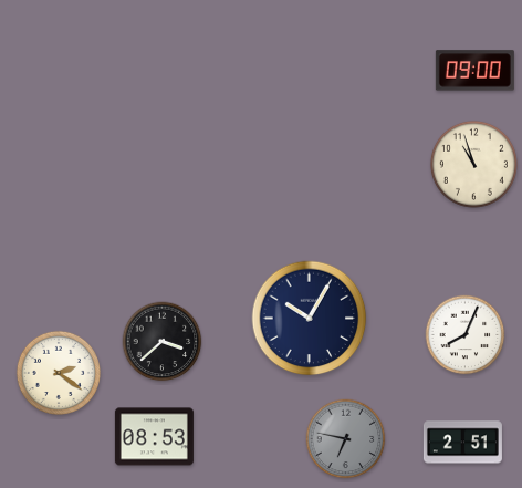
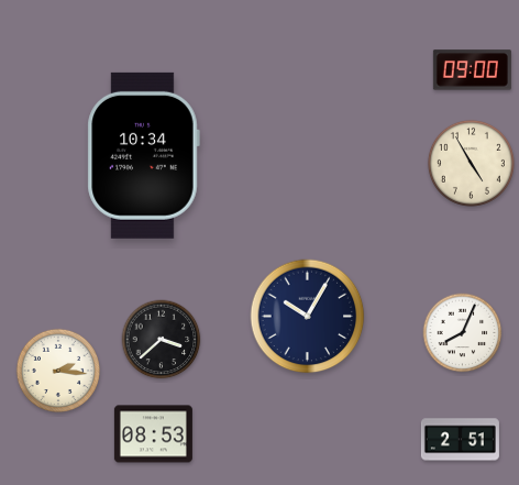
clock at (143, 155): none -> 10:34
clock at (473, 164): 10:57 -> 4:55
clock at (58, 372): 2:21 -> 2:16
clock at (346, 439): 6:47 -> none
